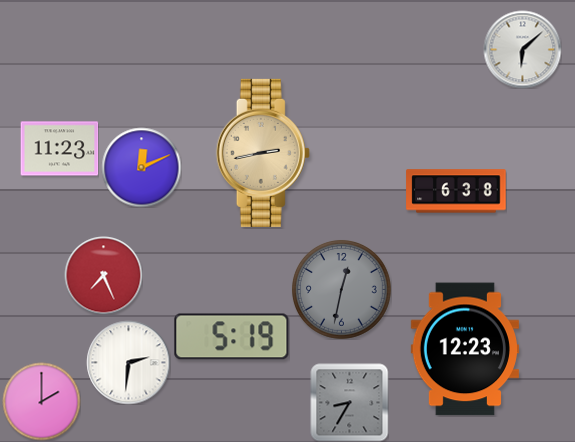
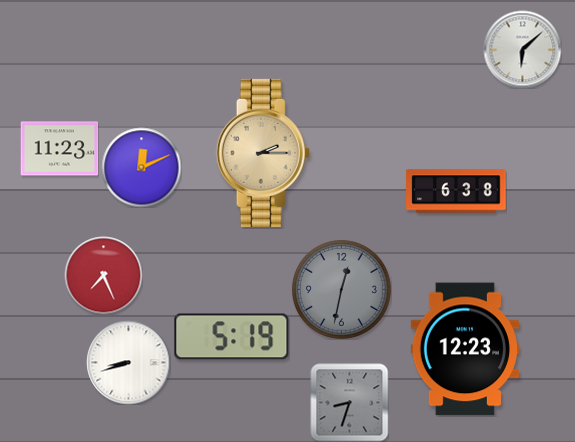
clock at (263, 153): 2:43 -> 2:15
clock at (128, 362): 2:31 -> 8:42
clock at (41, 401): 2:00 -> none
clock at (349, 402): 8:35 -> 8:33
